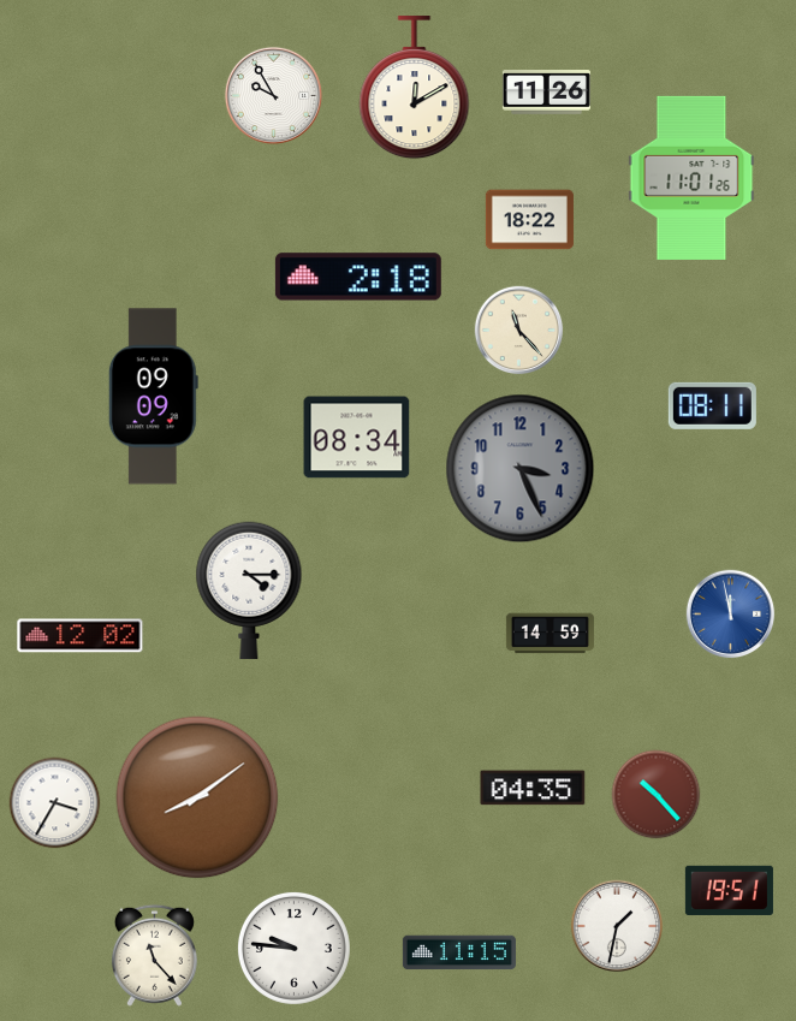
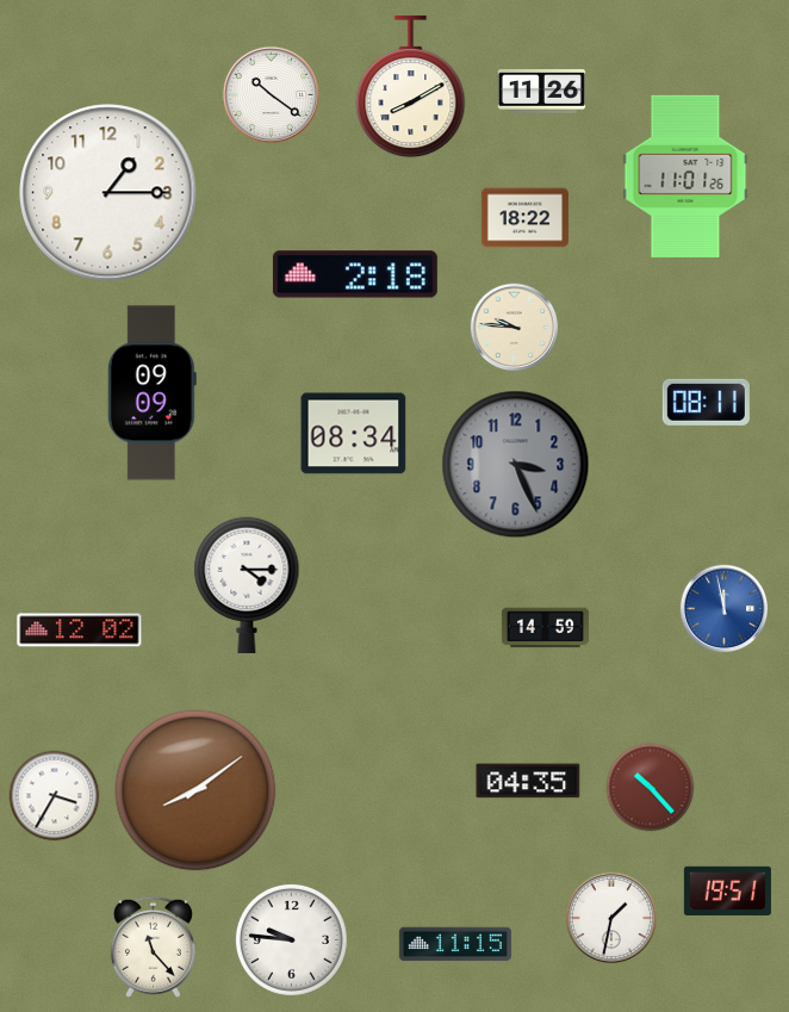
clock at (415, 88): 12:10 -> 8:10
clock at (273, 95): 9:55 -> 10:21
clock at (108, 193): none -> 1:15
clock at (519, 331): 11:23 -> 9:46
clock at (729, 890) position: (729, 890) -> (727, 890)
